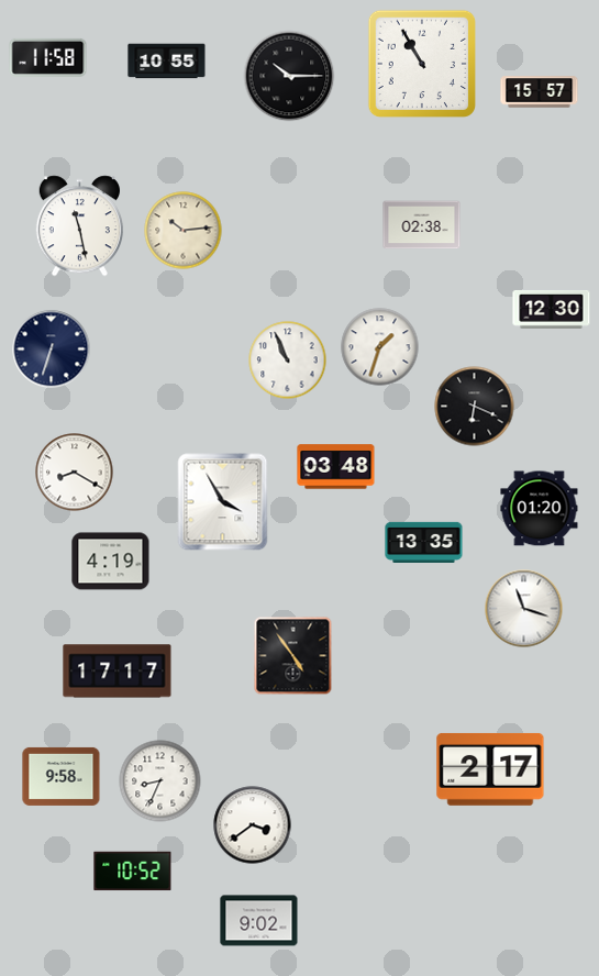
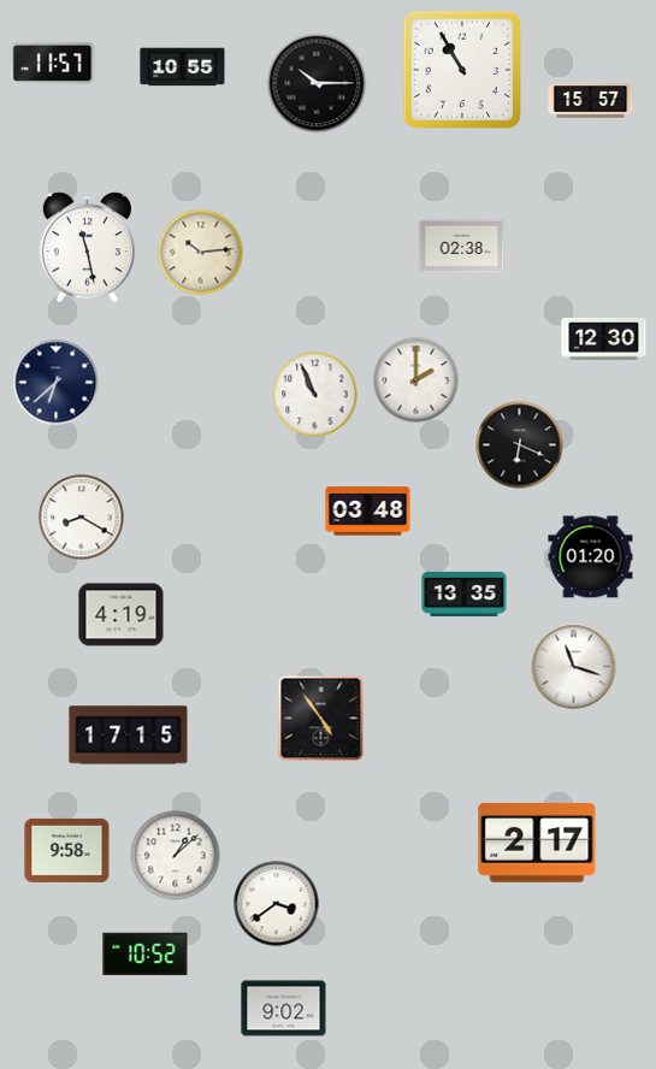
clock at (48, 57): 11:58 -> 11:57
clock at (380, 347): 1:33 -> 2:00
clock at (52, 350): 6:33 -> 6:38
clock at (223, 502): 3:55 -> none
clock at (118, 672): 17:17 -> 17:15
clock at (160, 781): 8:34 -> 1:08
